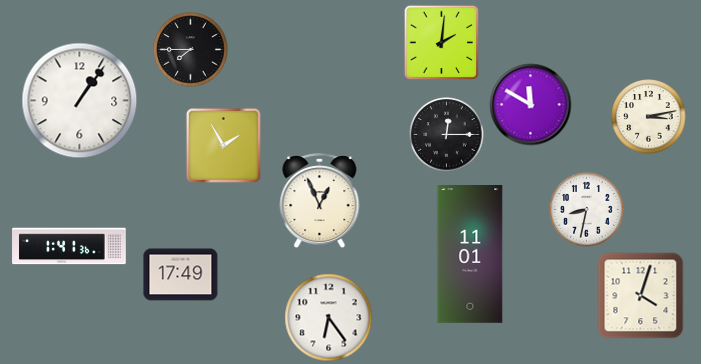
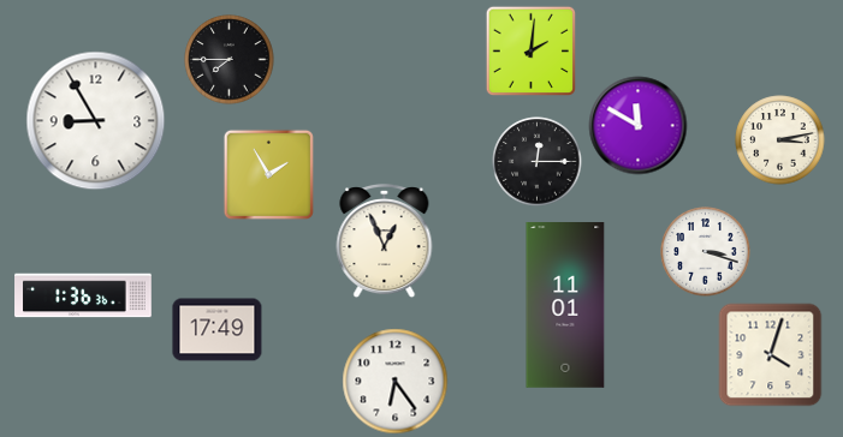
clock at (80, 101): 1:06 -> 8:55
clock at (587, 210): 8:32 -> 3:18
clock at (69, 246): 1:41 -> 1:36
